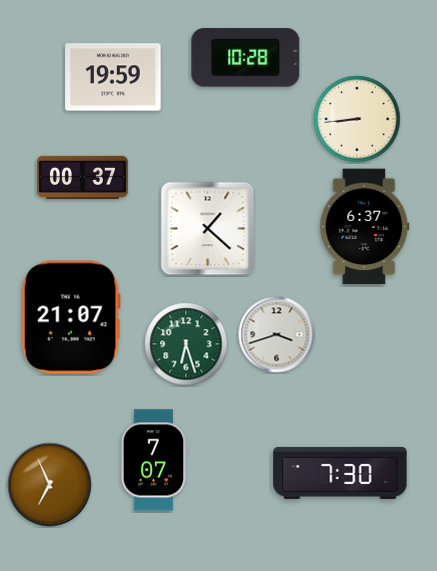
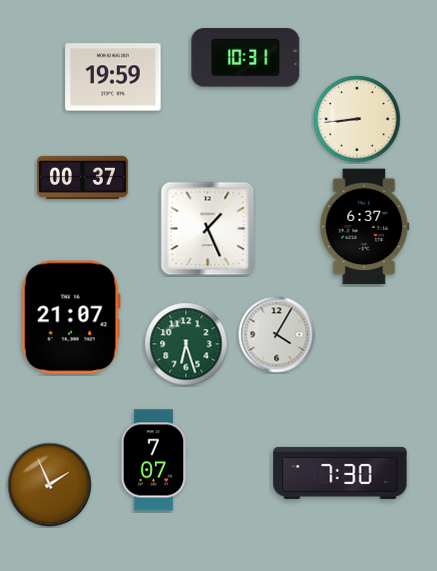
clock at (246, 58): 10:28 -> 10:31
clock at (208, 229): 1:22 -> 1:26
clock at (277, 335): 3:42 -> 4:05
clock at (50, 485): 6:56 -> 1:56
